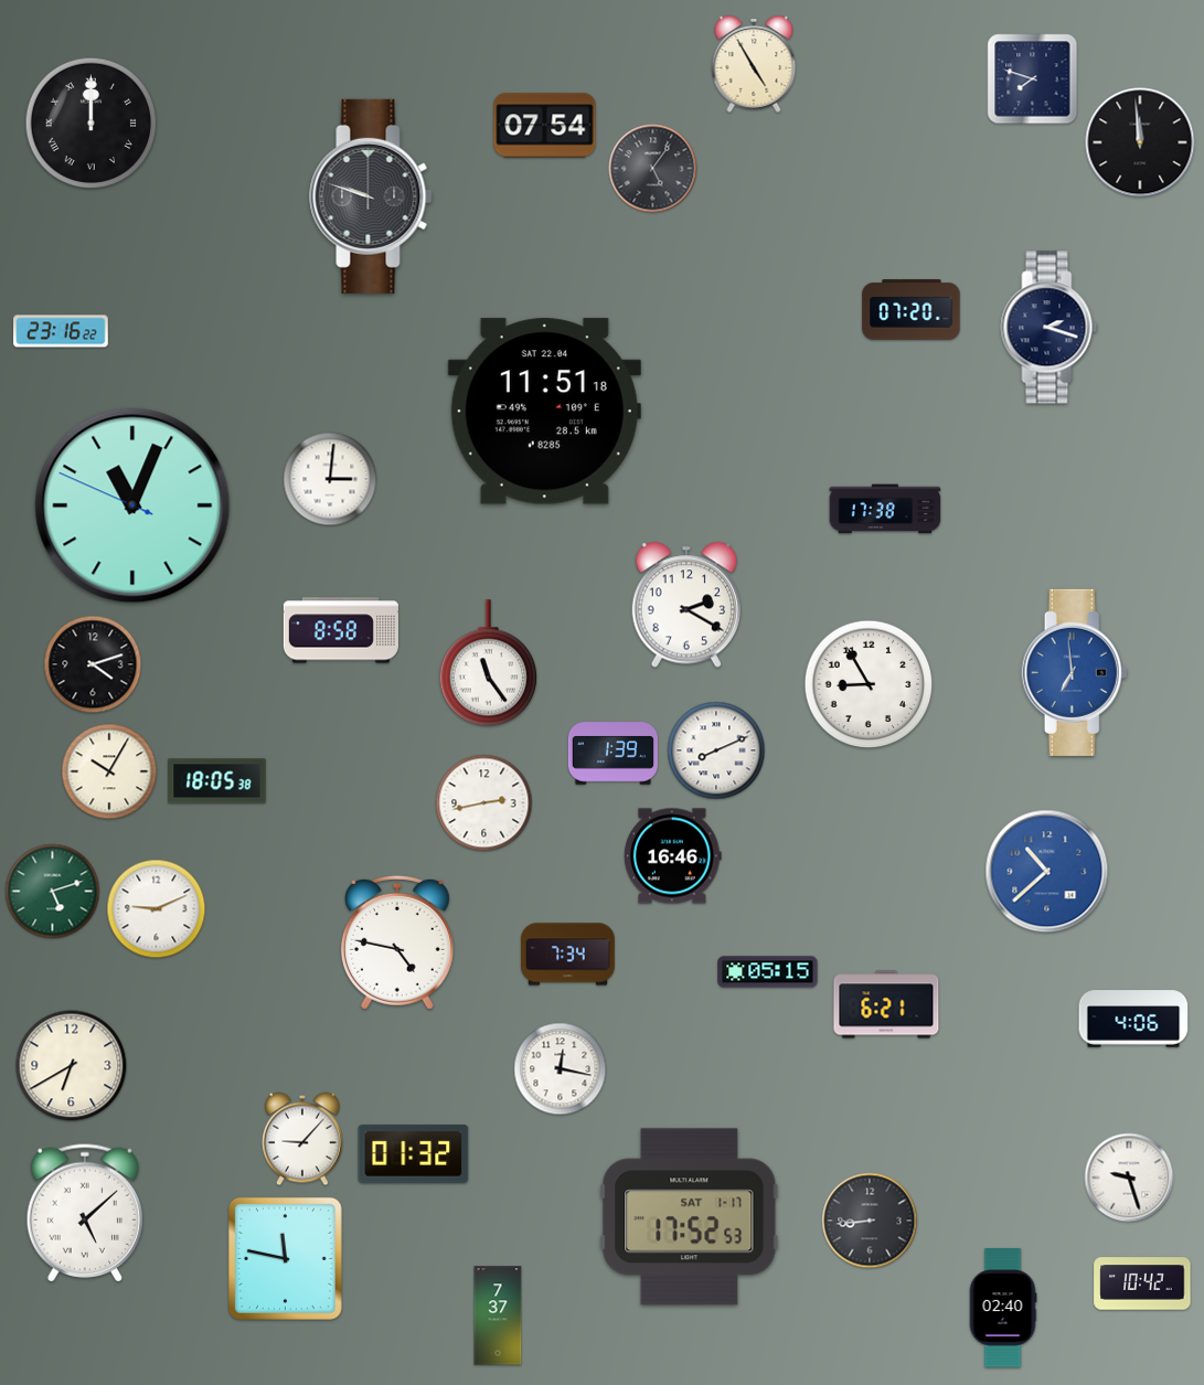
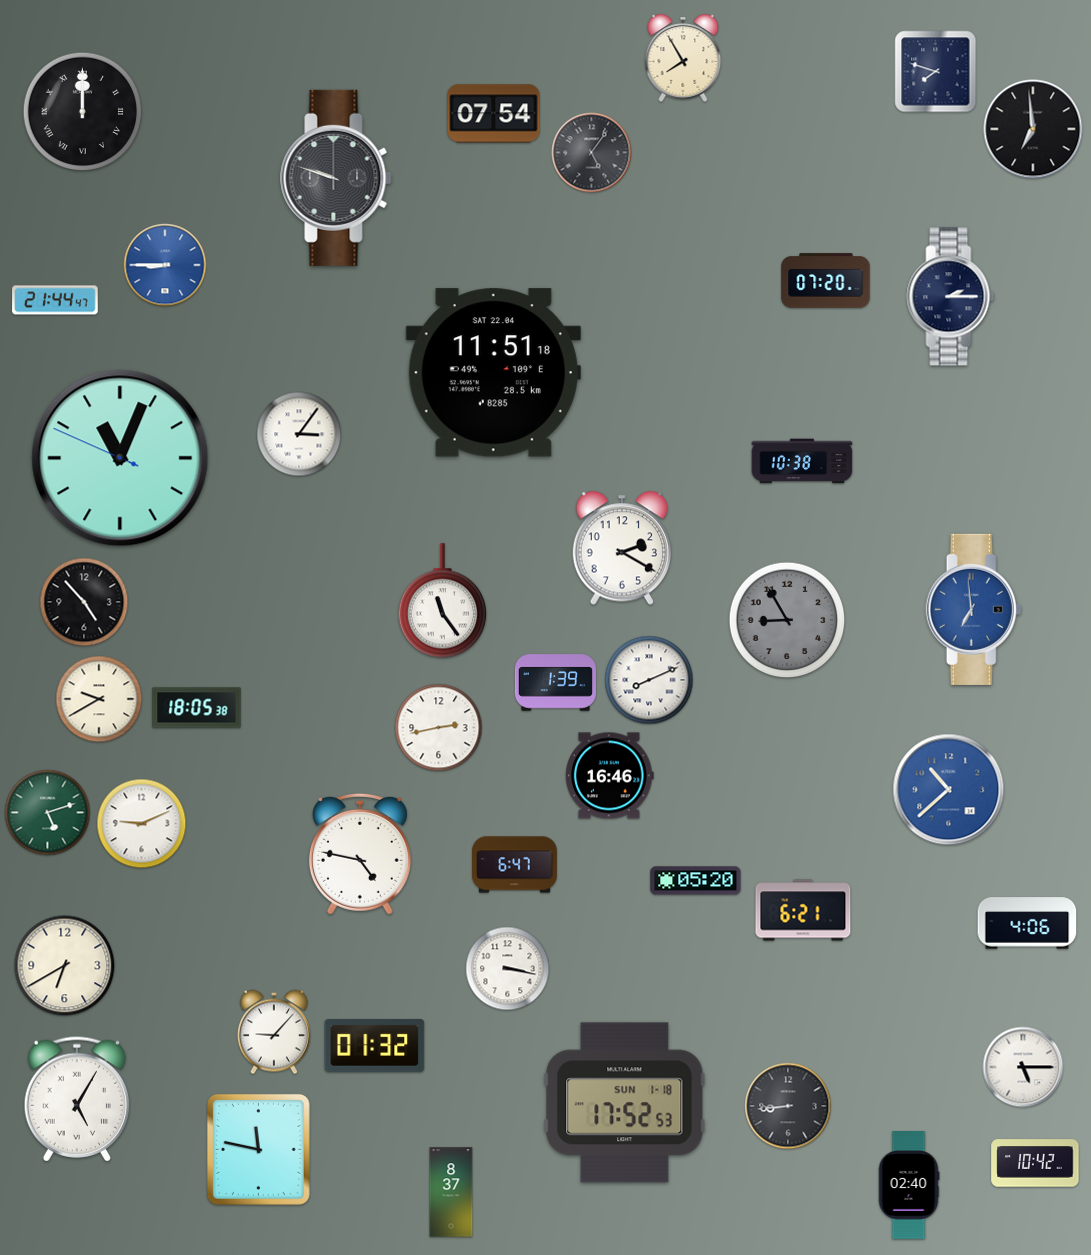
clock at (754, 64): 4:55 -> 7:55
clock at (1140, 142): 11:59 -> 6:59
clock at (165, 265): none -> 8:45
clock at (1049, 328): 2:18 -> 2:15
clock at (61, 331): 23:16 -> 21:44
clock at (330, 479): 3:01 -> 3:06
clock at (885, 509): 17:38 -> 10:38
clock at (341, 630): 8:58 -> none
clock at (93, 664): 4:12 -> 4:53
clock at (869, 684) dial: white -> grey
clock at (109, 771): 10:05 -> 9:40
clock at (53, 892) position: (53, 892) -> (48, 813)
clock at (568, 955): 7:34 -> 6:47
clock at (768, 972): 05:15 -> 05:20
clock at (561, 1069): 12:17 -> 3:17
clock at (1129, 1178): 9:27 -> 5:15
clock at (84, 1213): 5:08 -> 5:05
clock at (690, 1217) date: SAT 1-17 -> SUN 1-18
clock at (285, 1258) position: (285, 1258) -> (258, 1149)
clock at (498, 1315): 7:37 -> 8:37
